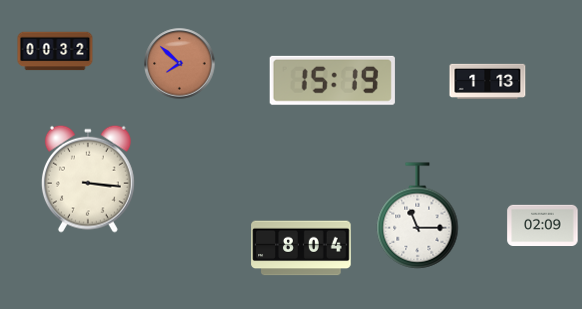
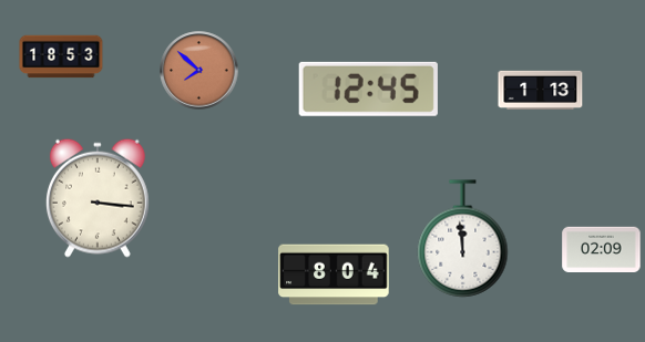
clock at (55, 51): 00:32 -> 18:53
clock at (332, 80): 15:19 -> 12:45
clock at (418, 216): 11:15 -> 11:59
